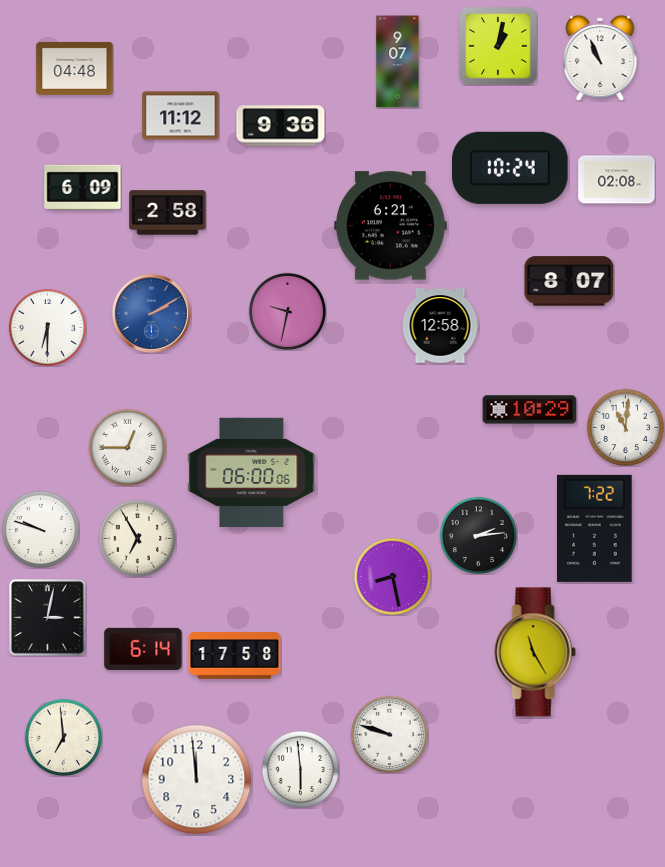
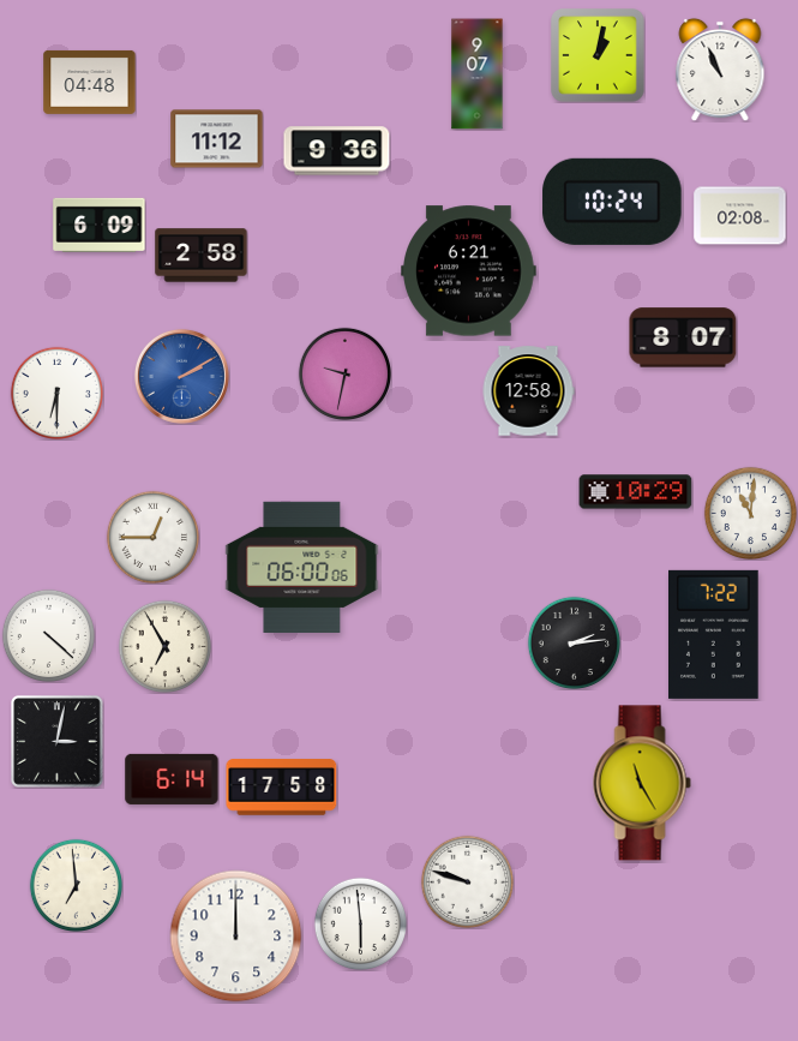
clock at (40, 529): 9:48 -> 4:22
clock at (392, 576): 8:28 -> none
clock at (197, 780): 11:59 -> 12:00
